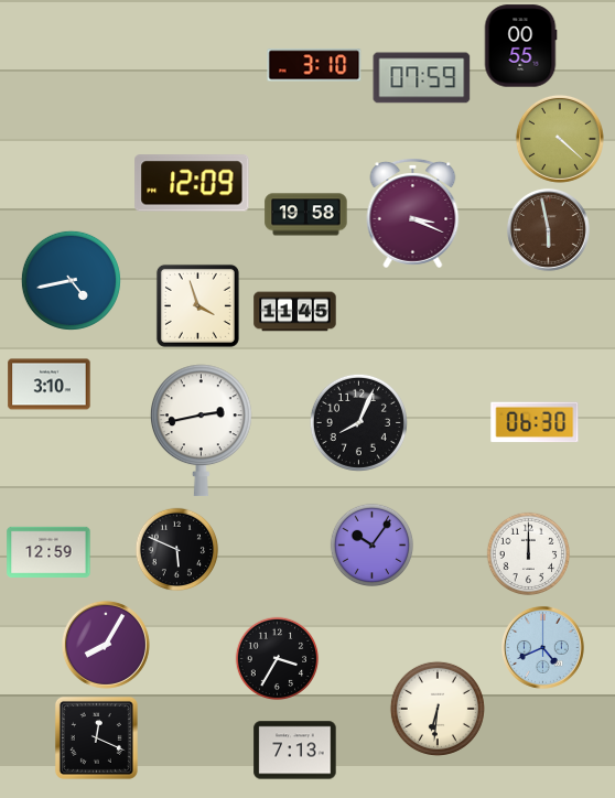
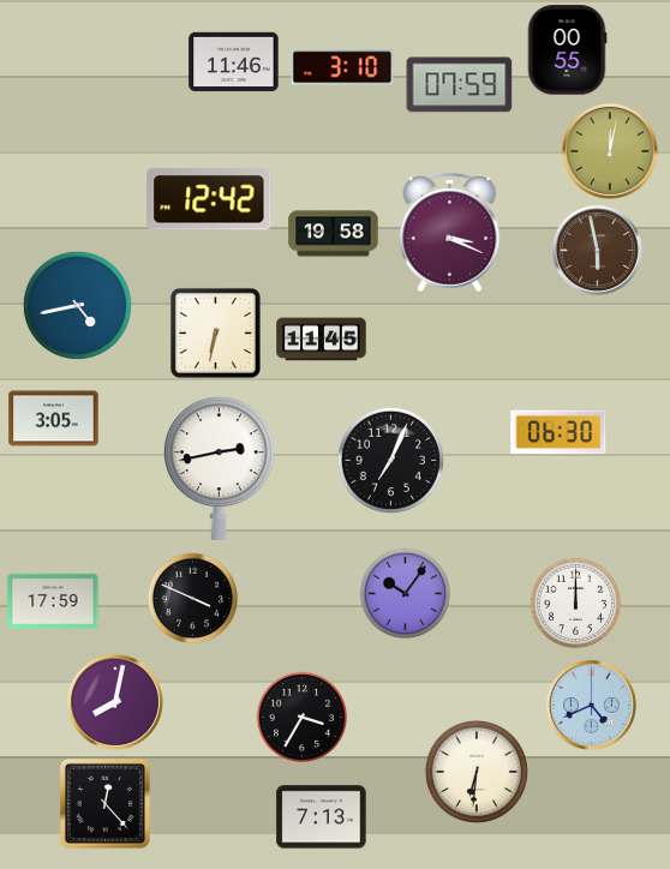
clock at (234, 62): none -> 11:46
clock at (314, 65) position: (314, 65) -> (342, 67)
clock at (560, 139): 4:22 -> 12:02
clock at (192, 183): 12:09 -> 12:42
clock at (197, 305): 3:57 -> 6:32
clock at (50, 385): 3:10 -> 3:05
clock at (358, 422): 8:04 -> 7:04
clock at (535, 422) position: (535, 422) -> (558, 432)
clock at (177, 550): 5:49 -> 3:49
clock at (48, 552): 12:59 -> 17:59
clock at (106, 645): 8:05 -> 8:02
clock at (96, 737): 12:19 -> 12:23
